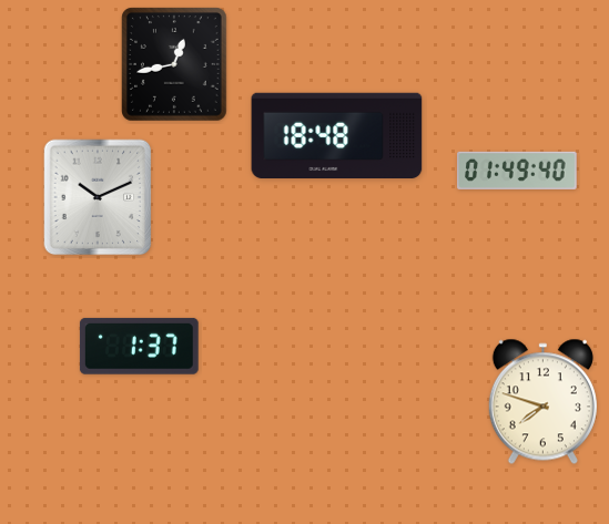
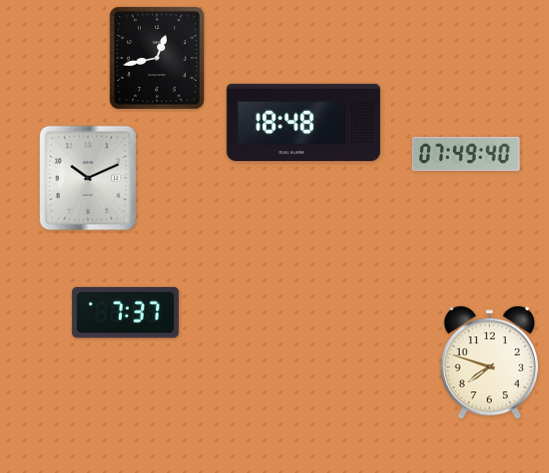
clock at (518, 171): 01:49 -> 07:49
clock at (139, 346): 1:37 -> 7:37
